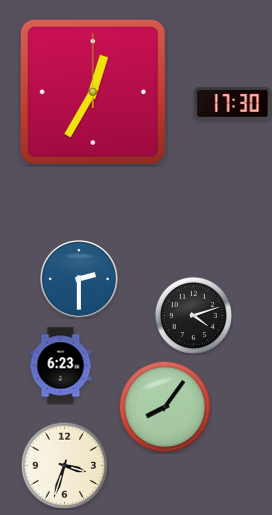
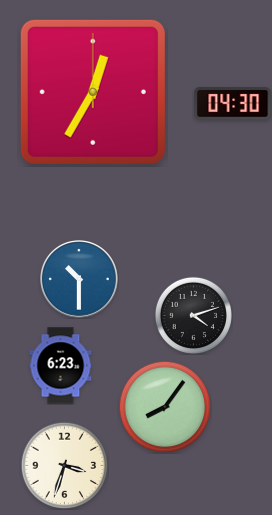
clock at (233, 104): 17:30 -> 04:30
clock at (80, 280): 2:30 -> 10:30
